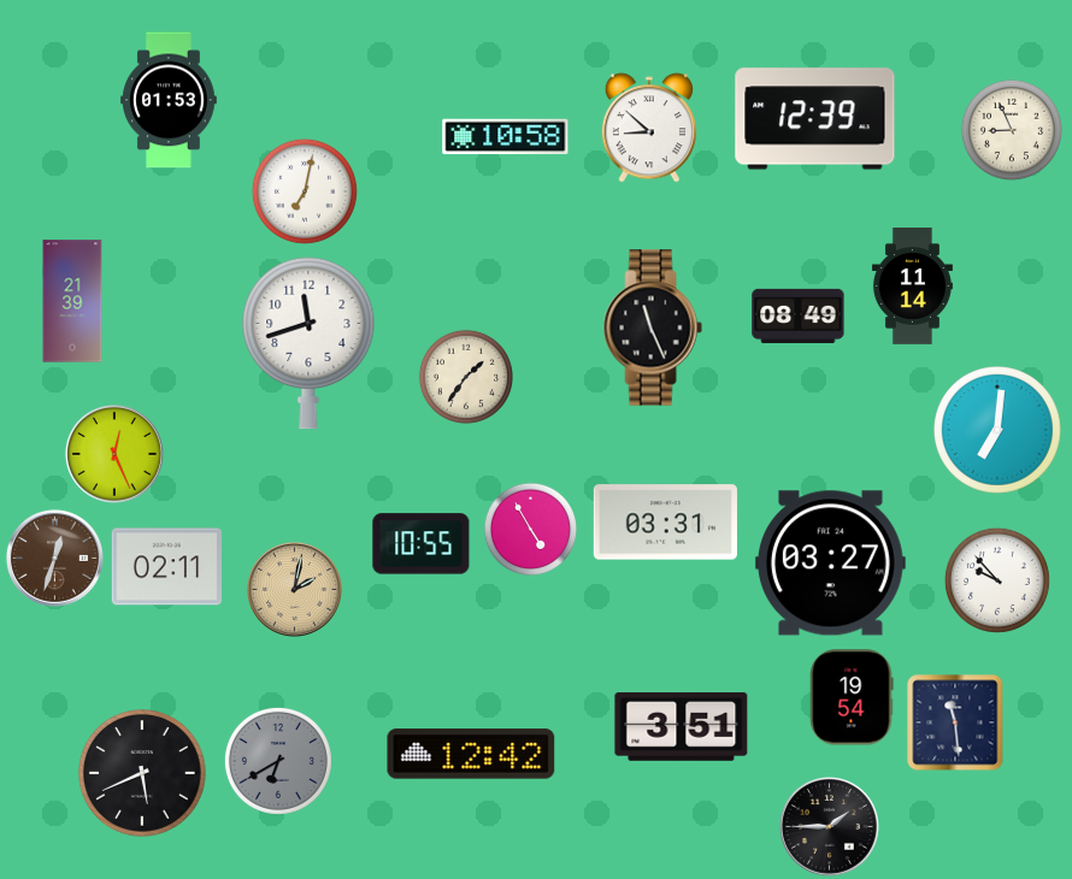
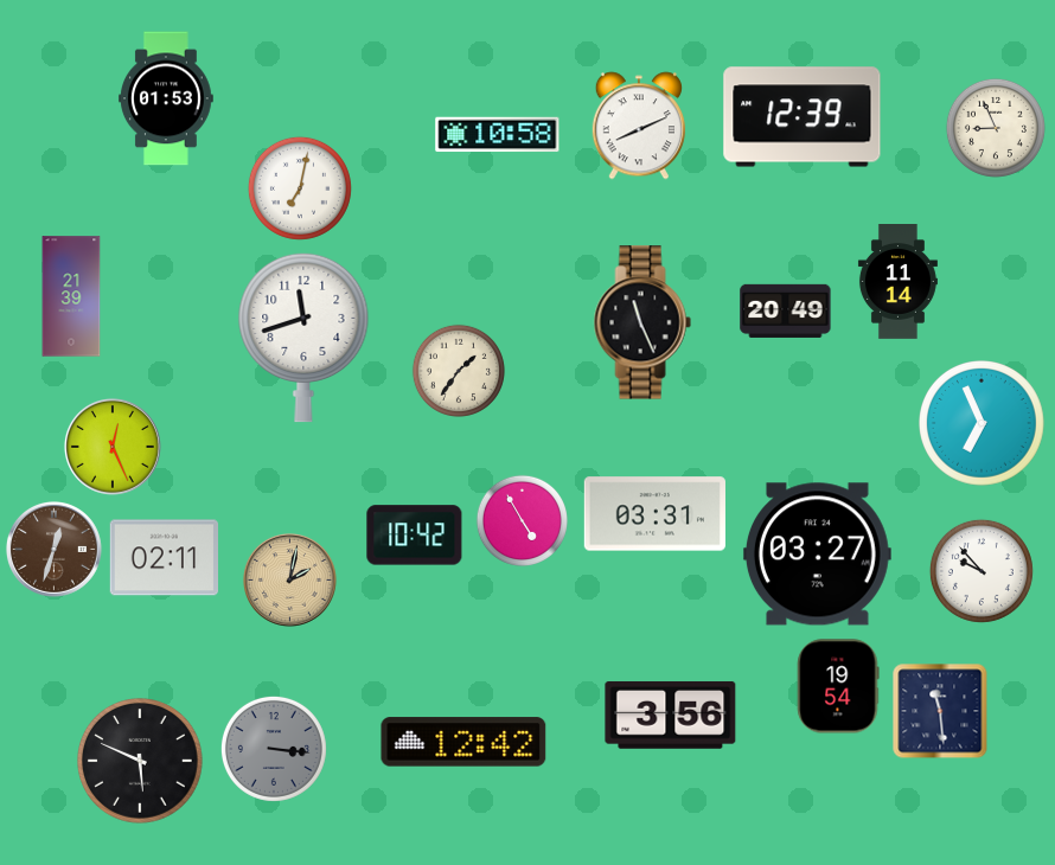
clock at (649, 128): 8:52 -> 8:11
clock at (799, 315): 08:49 -> 20:49
clock at (999, 431): 7:01 -> 6:56
clock at (422, 544): 10:55 -> 10:42
clock at (682, 727): 3:51 -> 3:56
clock at (278, 761): 6:40 -> 3:16
clock at (143, 774): 5:41 -> 5:49
clock at (829, 826): 1:45 -> none
